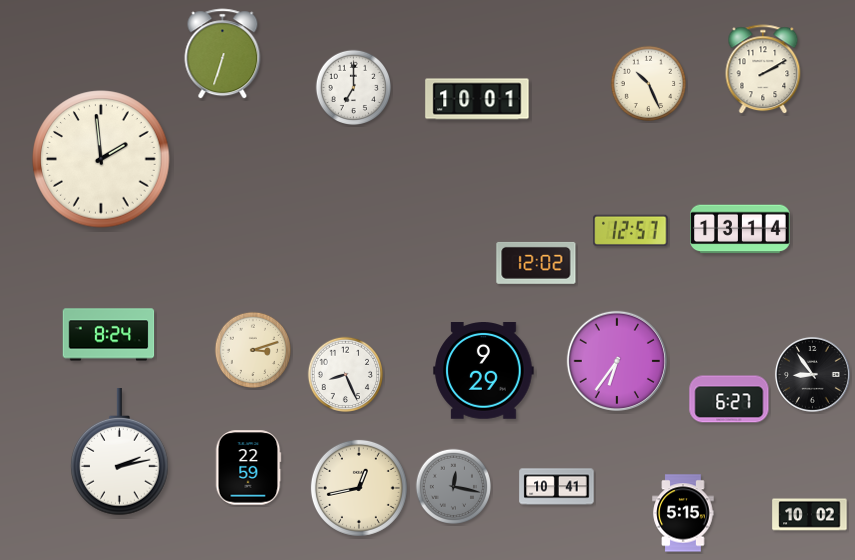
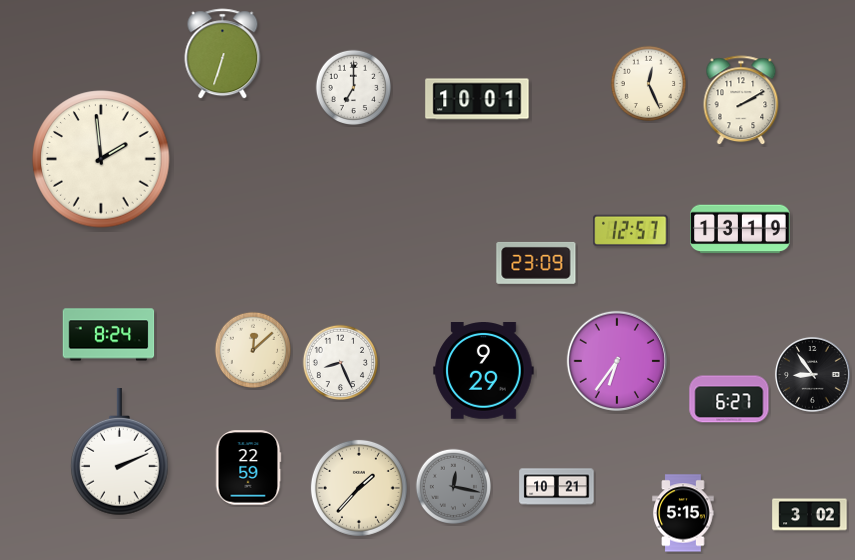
clock at (763, 70) position: (763, 70) -> (741, 101)
clock at (649, 84): 10:26 -> 12:26
clock at (740, 229): 13:14 -> 13:19
clock at (536, 263): 12:02 -> 23:09
clock at (252, 349): 3:12 -> 12:08
clock at (346, 375) position: (346, 375) -> (341, 363)
clock at (120, 453): 2:13 -> 2:11
clock at (557, 487): 10:41 -> 10:21
clock at (359, 488): 12:43 -> 1:37
clock at (810, 515): 10:02 -> 3:02
